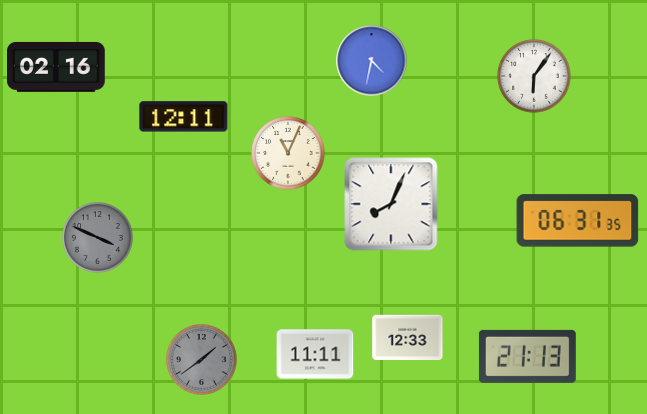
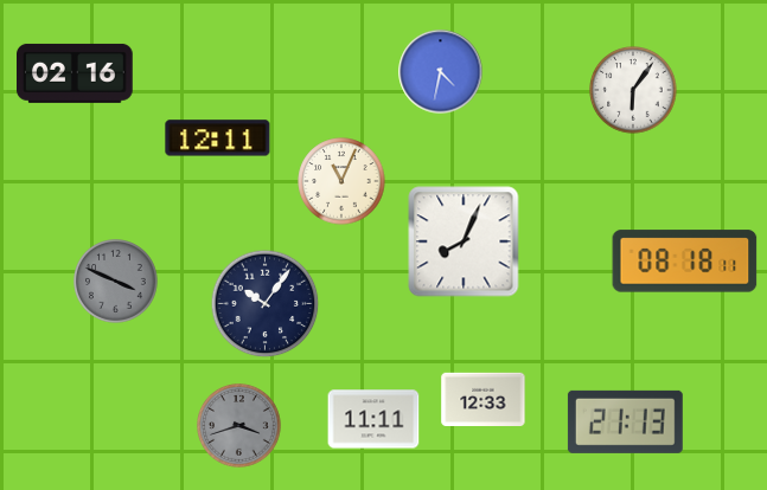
clock at (57, 67) position: (57, 67) -> (76, 73)
clock at (578, 221): 06:31 -> 08:18
clock at (266, 304): none -> 10:06
clock at (202, 360): 1:39 -> 3:42
